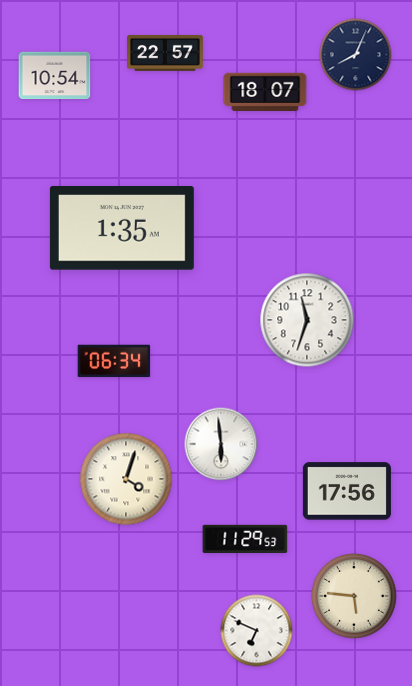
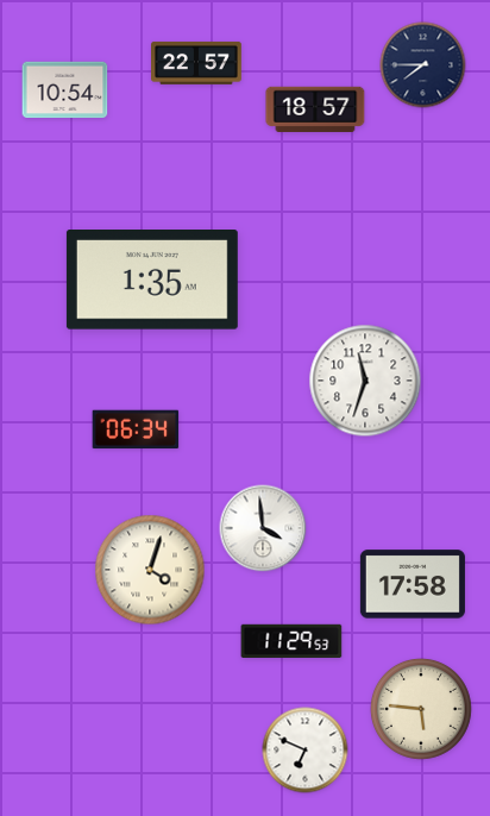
clock at (356, 55): 8:04 -> 7:45
clock at (265, 91): 18:07 -> 18:57
clock at (122, 229) position: (122, 229) -> (152, 281)
clock at (221, 444): 5:59 -> 3:59
clock at (347, 491): 17:56 -> 17:58
